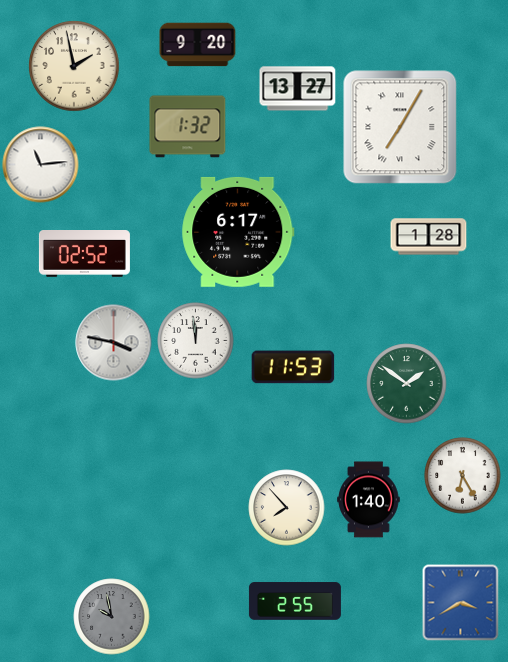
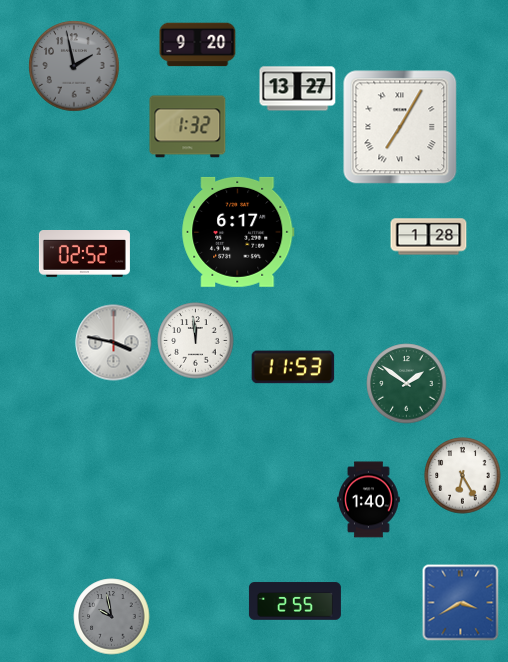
clock at (74, 66) dial: cream -> grey
clock at (41, 165): 11:14 -> none
clock at (287, 508): 7:53 -> none
